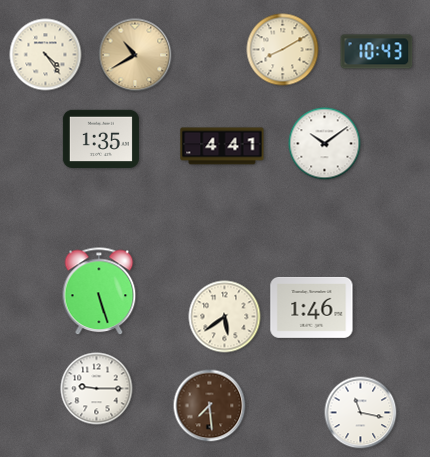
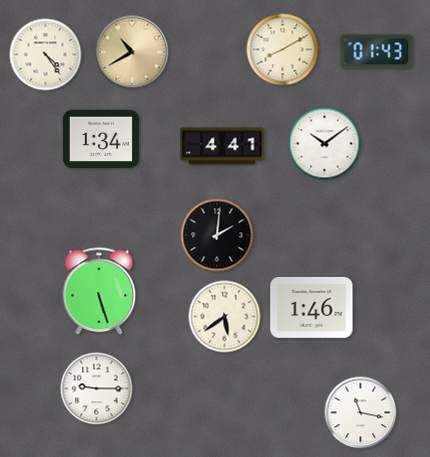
clock at (377, 52): 10:43 -> 01:43
clock at (135, 55) position: (135, 55) -> (132, 52)
clock at (101, 139): 1:35 -> 1:34
clock at (217, 235): none -> 2:01
clock at (210, 406): 7:29 -> none
